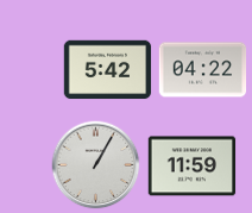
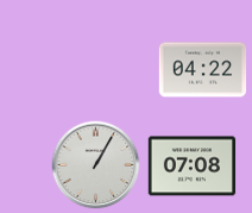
clock at (108, 70): 5:42 -> none
clock at (193, 167): 11:59 -> 07:08
